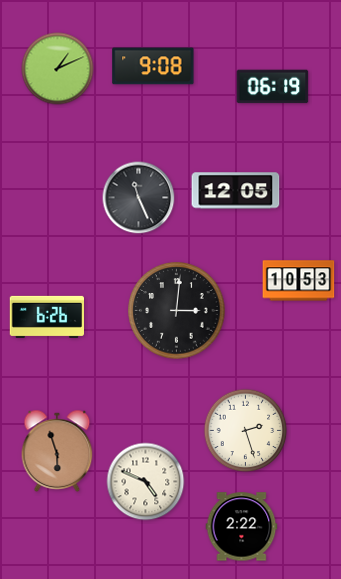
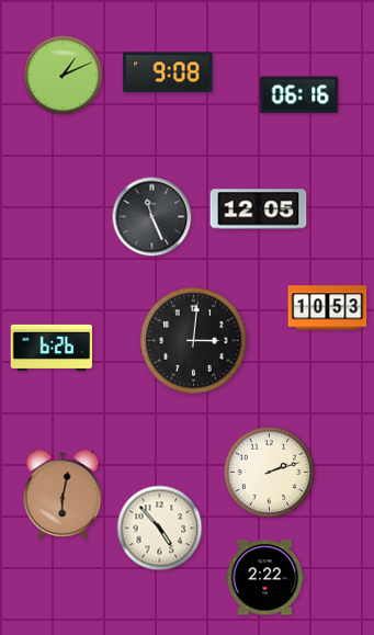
clock at (273, 87): 06:19 -> 06:16
clock at (246, 431): 2:27 -> 2:12
clock at (57, 451): 5:57 -> 6:02
clock at (146, 482): 4:49 -> 4:53
